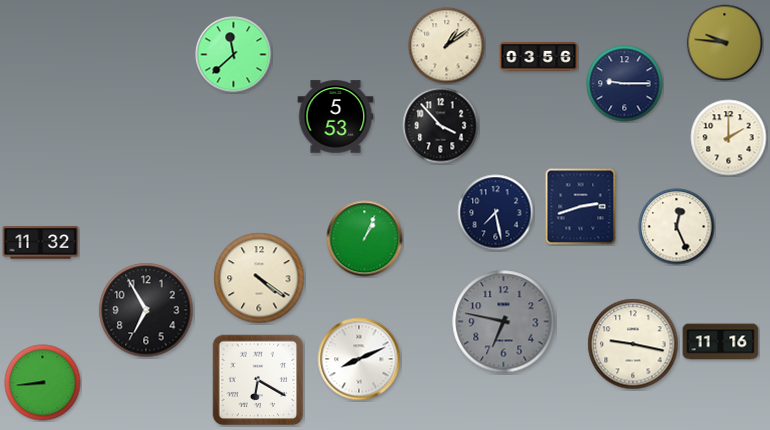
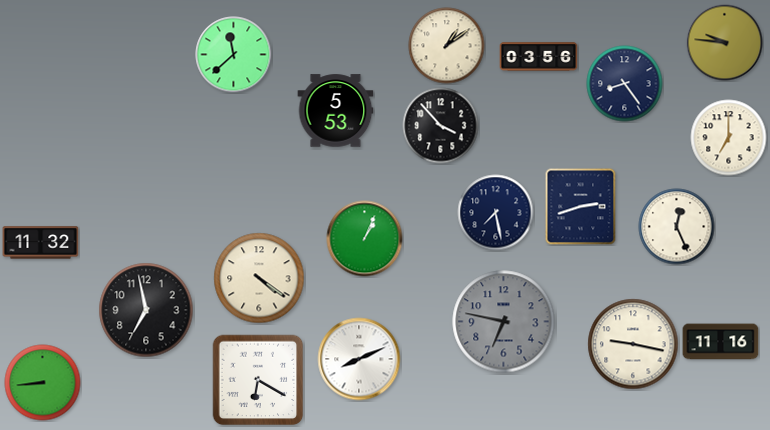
clock at (625, 84): 9:15 -> 8:24
clock at (336, 117) position: (336, 117) -> (336, 111)
clock at (729, 138): 2:00 -> 7:00
clock at (146, 310): 6:55 -> 6:58
